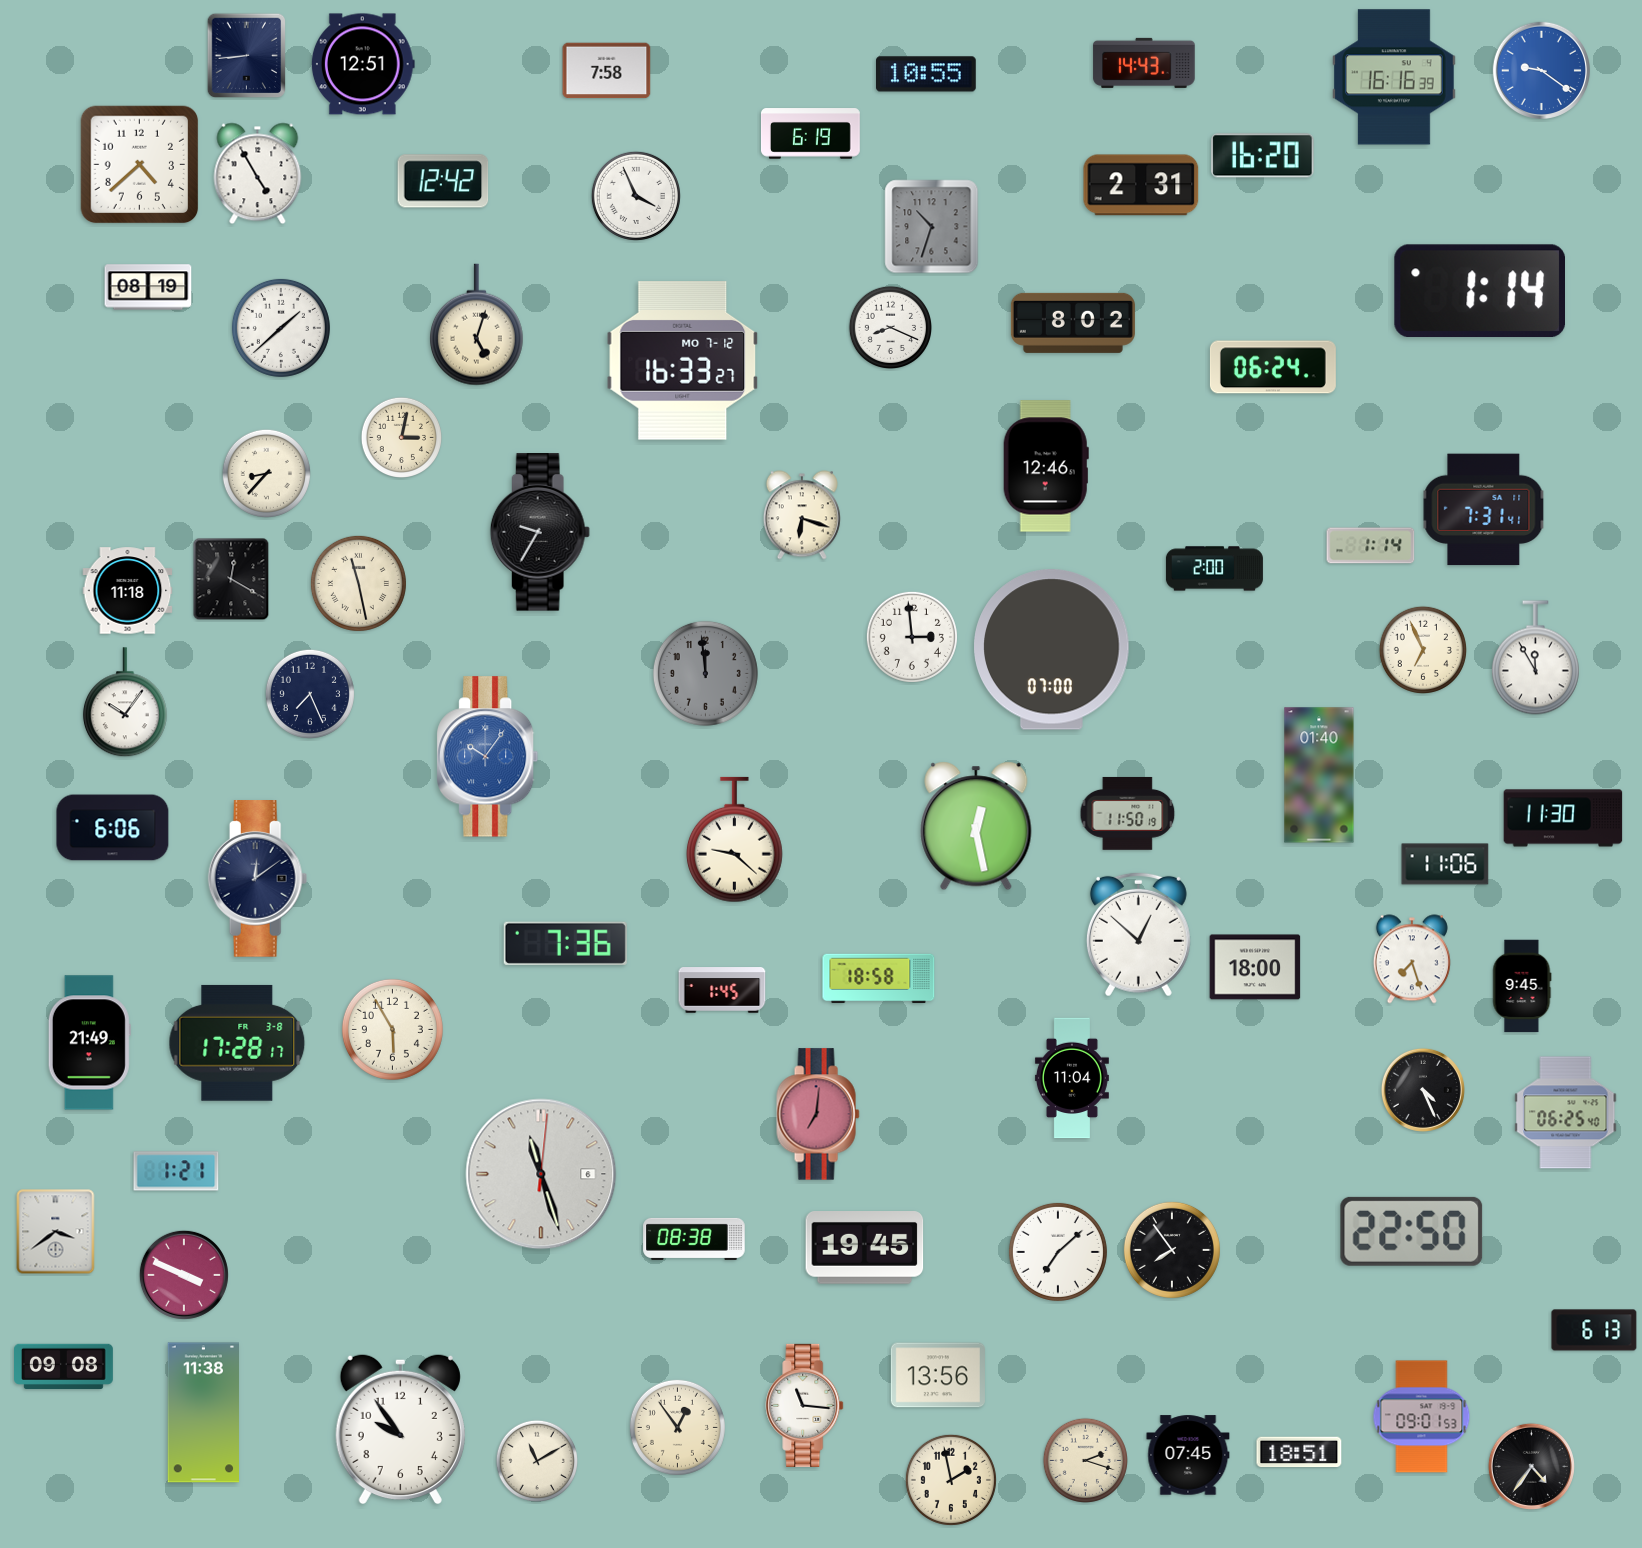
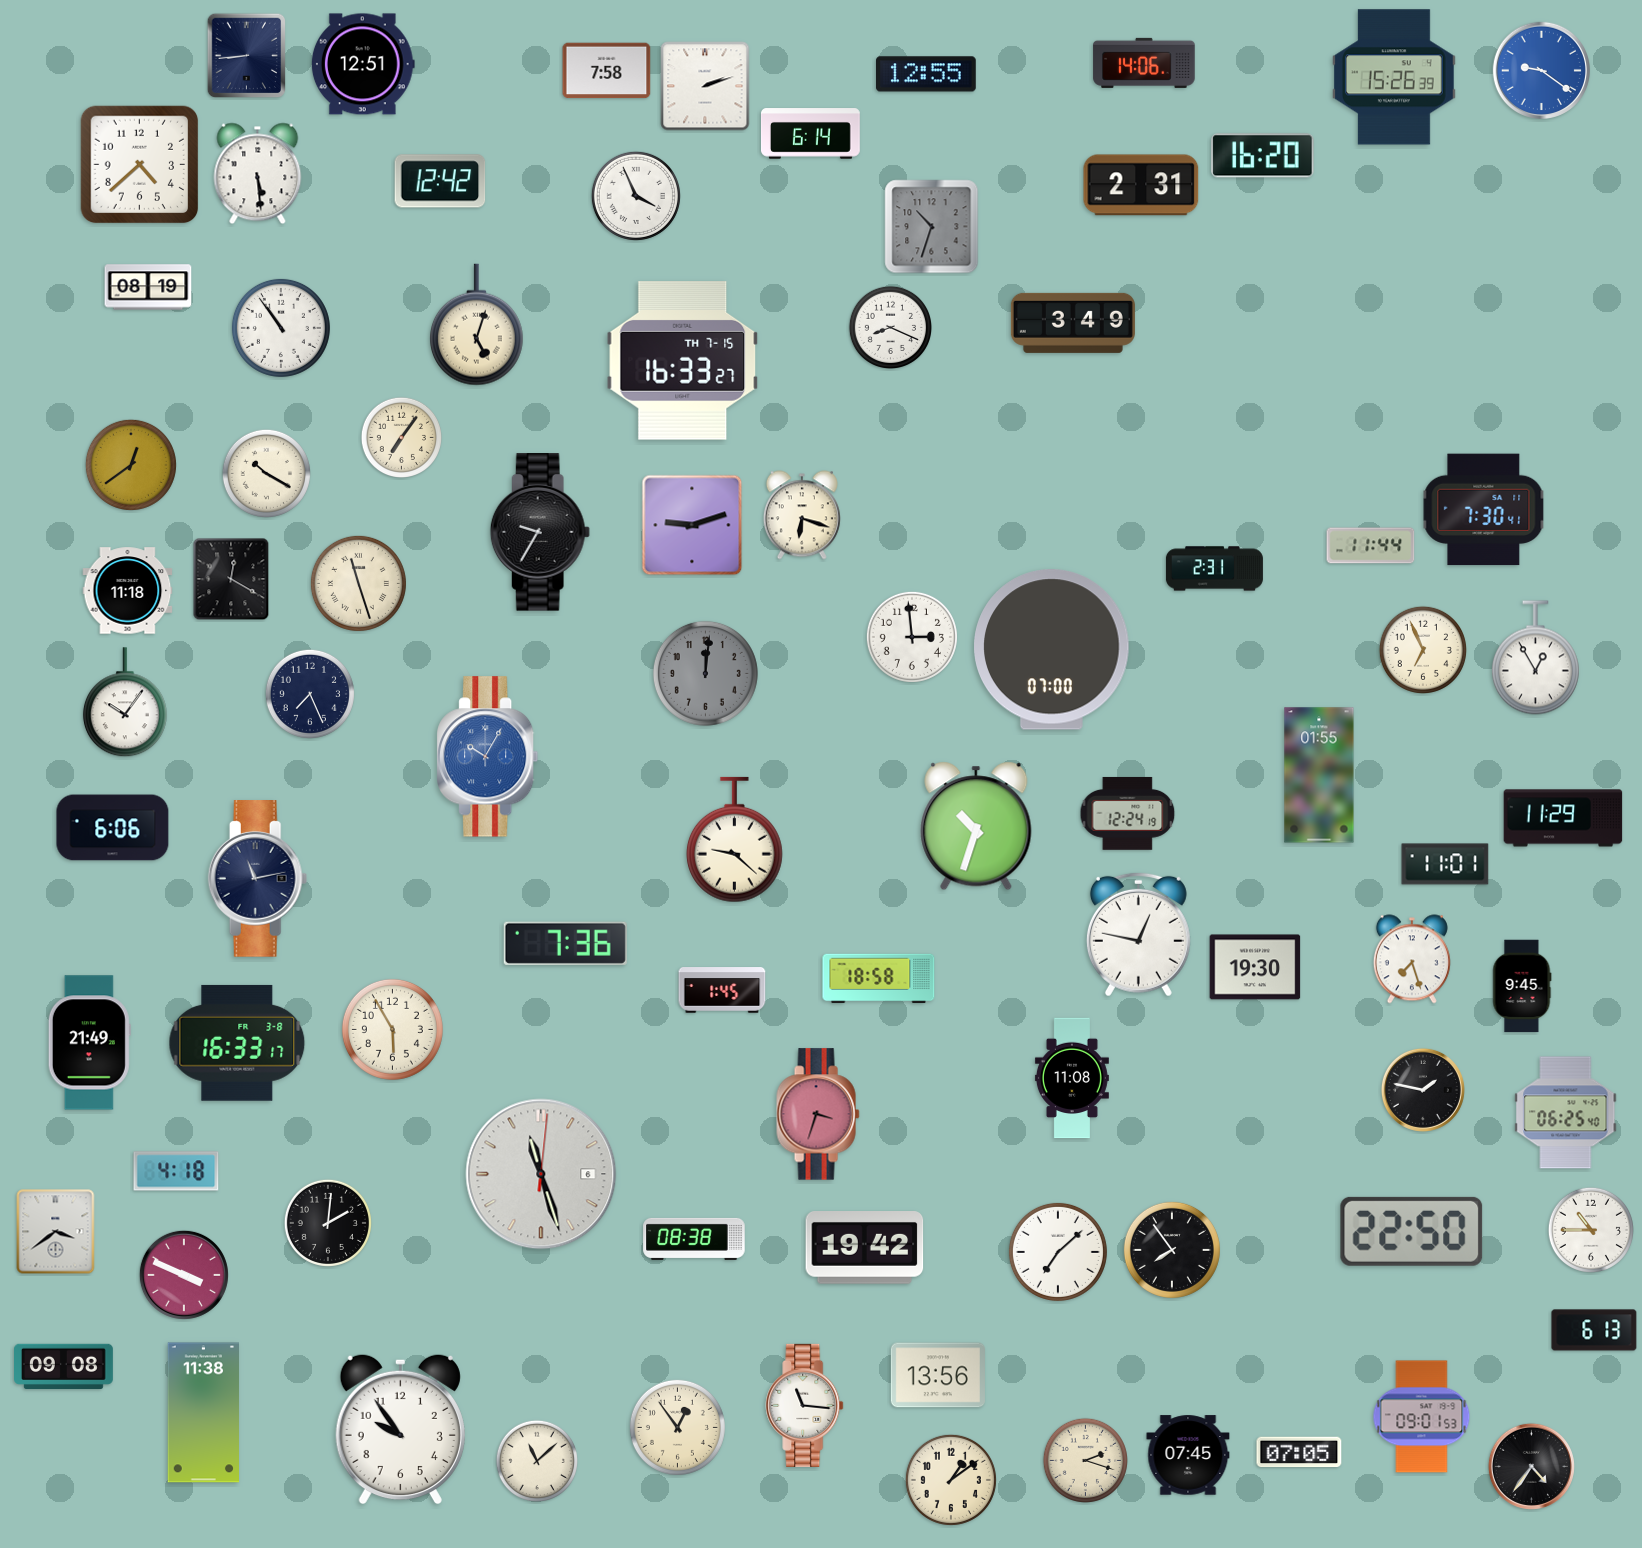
clock at (1144, 63): 14:43 -> 14:06
clock at (927, 74): 10:55 -> 12:55
clock at (1395, 77): 16:16 -> 15:26
clock at (705, 86): none -> 2:12
clock at (810, 134): 6:19 -> 6:14
clock at (258, 174): 4:55 -> 5:29
clock at (443, 181) position: (443, 181) -> (440, 181)
clock at (1479, 290): 1:14 -> none
clock at (1073, 323): 8:02 -> 3:49
clock at (281, 328): 1:38 -> 10:54
clock at (683, 361) date: MO 7-12 -> TH 7-15
clock at (1273, 367): 06:24 -> none
clock at (401, 437): 3:02 -> 7:06
clock at (131, 465): none -> 12:39
clock at (1046, 466): 12:46 -> none
clock at (266, 473): 8:37 -> 10:20
clock at (1484, 510): 7:31 -> 7:30
clock at (692, 525): none -> 9:12
clock at (1371, 546): 1:14 -> 11:44
clock at (1214, 569): 2:00 -> 2:31
clock at (358, 583): 11:28 -> 11:27
clock at (1535, 658): 11:55 -> 12:55
clock at (705, 673): 11:59 -> 12:01
clock at (488, 757): 10:06 -> 10:05
clock at (1319, 775): 01:40 -> 01:55
clock at (1128, 813): 11:50 -> 12:24
clock at (1563, 818): 11:30 -> 11:29
clock at (976, 826): 12:28 -> 10:33
clock at (1445, 864): 11:06 -> 11:01
clock at (258, 879): 12:09 -> 11:13
clock at (1138, 934): 12:52 -> 12:47
clock at (1255, 967): 18:00 -> 19:30
clock at (237, 1043): 17:28 -> 16:33
clock at (1072, 1078): 11:04 -> 11:08
clock at (1423, 1090): 4:26 -> 1:47
clock at (818, 1114): 7:01 -> 3:33
clock at (176, 1171): 1:21 -> 4:18
clock at (328, 1223): none -> 2:01
clock at (1591, 1230): none -> 10:45
clock at (865, 1248): 19:45 -> 19:42
clock at (1299, 1452): 18:51 -> 07:05
clock at (536, 1460): 11:10 -> 11:08
clock at (951, 1480): 1:58 -> 1:09
